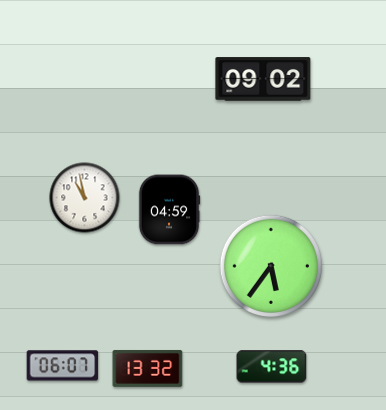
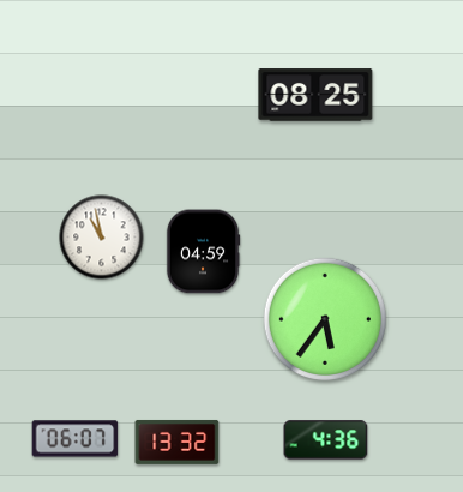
clock at (263, 79): 09:02 -> 08:25
